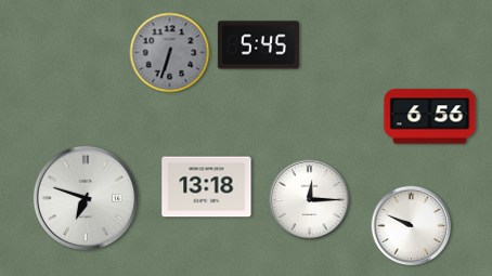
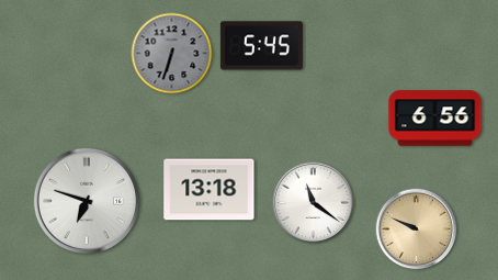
clock at (310, 200): 12:15 -> 11:21
clock at (412, 226) dial: white -> champagne
